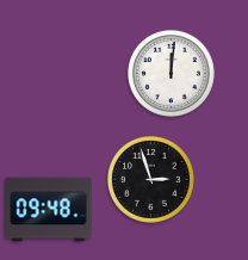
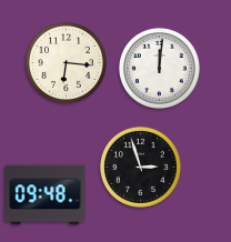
clock at (66, 62): none -> 6:16
